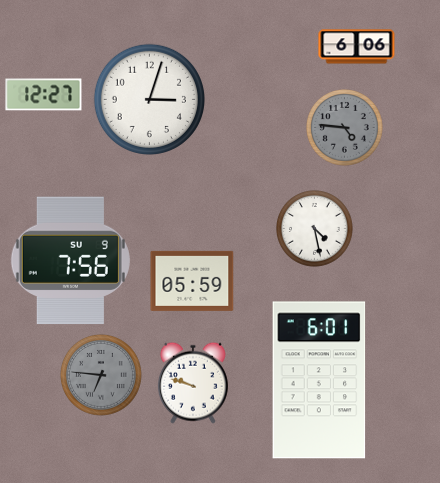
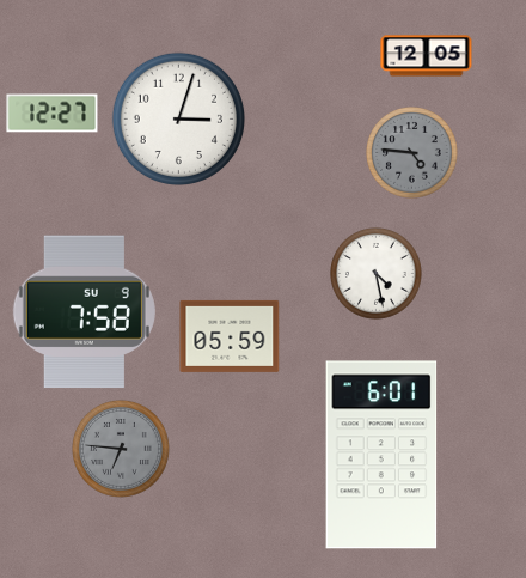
clock at (357, 47): 6:06 -> 12:05
clock at (70, 261): 7:56 -> 7:58
clock at (193, 383): 9:48 -> none
